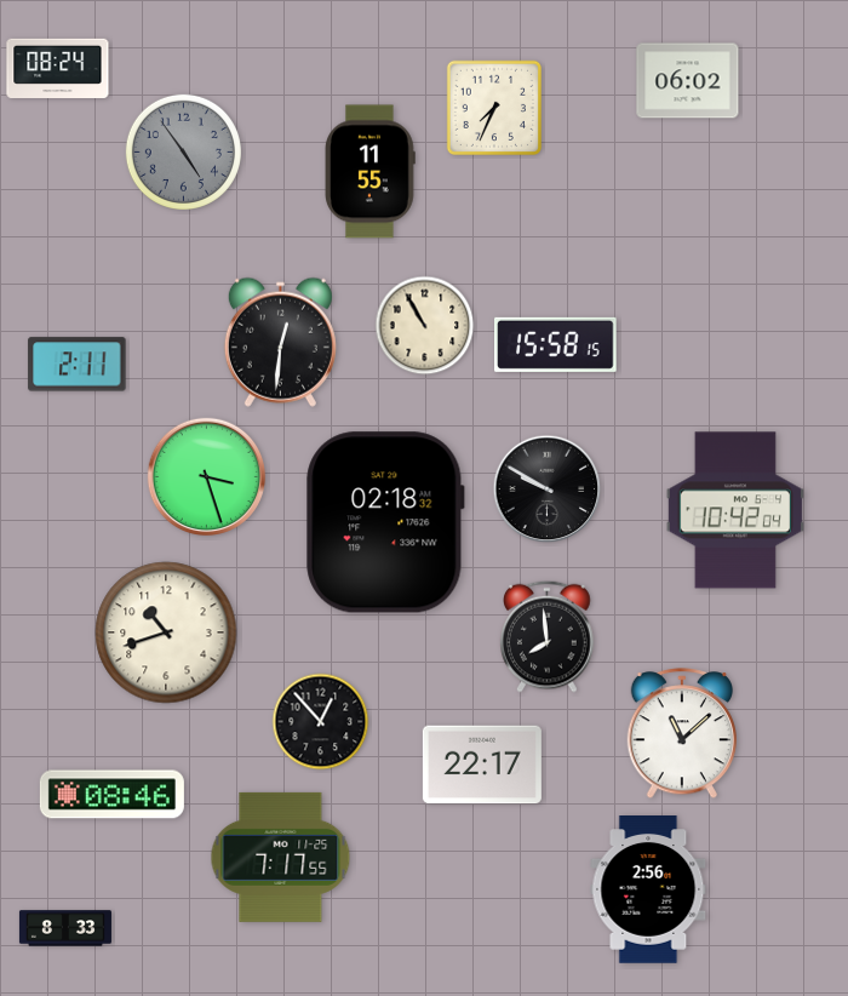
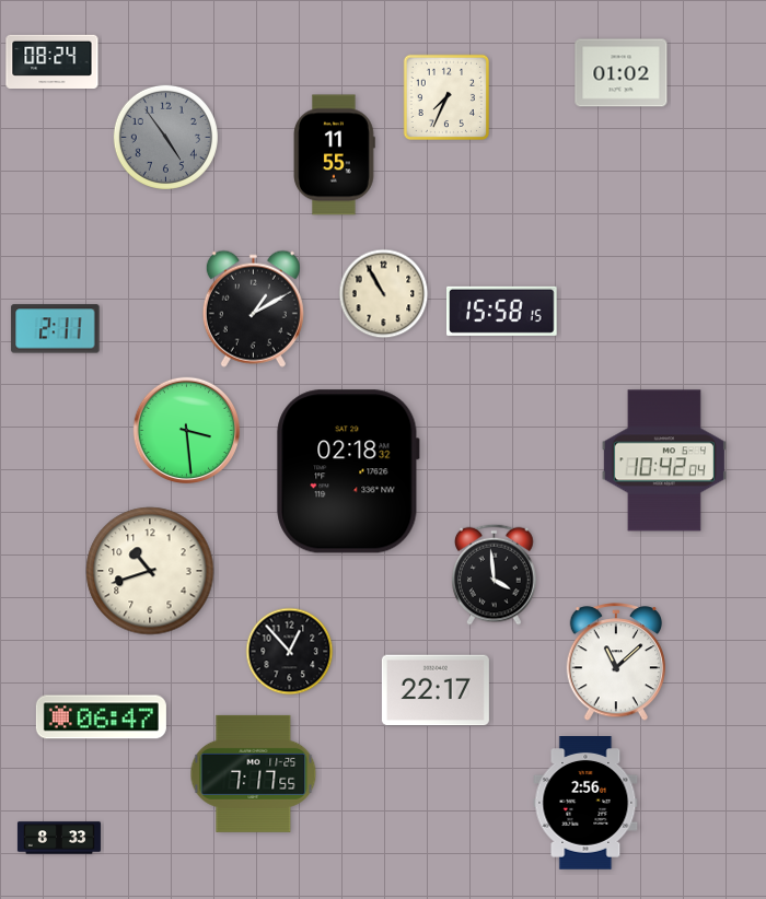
clock at (688, 81): 06:02 -> 01:02
clock at (280, 342): 12:31 -> 1:10
clock at (78, 365) position: (78, 365) -> (56, 329)
clock at (207, 477): 3:27 -> 3:29
clock at (548, 490): 9:50 -> none
clock at (548, 636): 7:59 -> 3:59
clock at (111, 795): 08:46 -> 06:47
